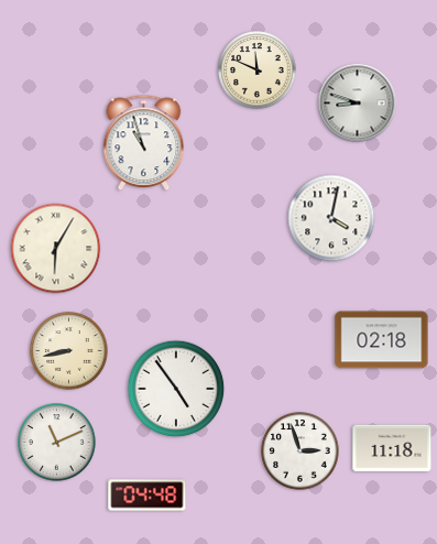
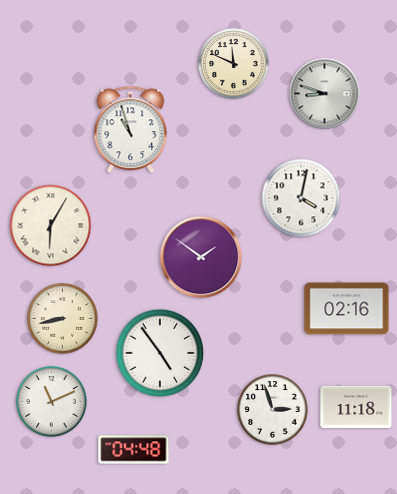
clock at (201, 257): none -> 1:51
clock at (382, 340): 02:18 -> 02:16
